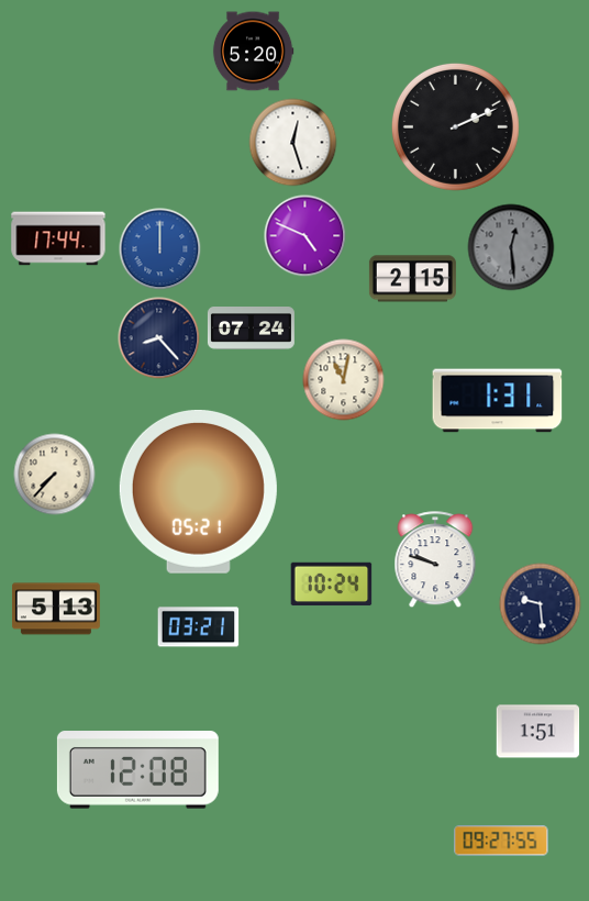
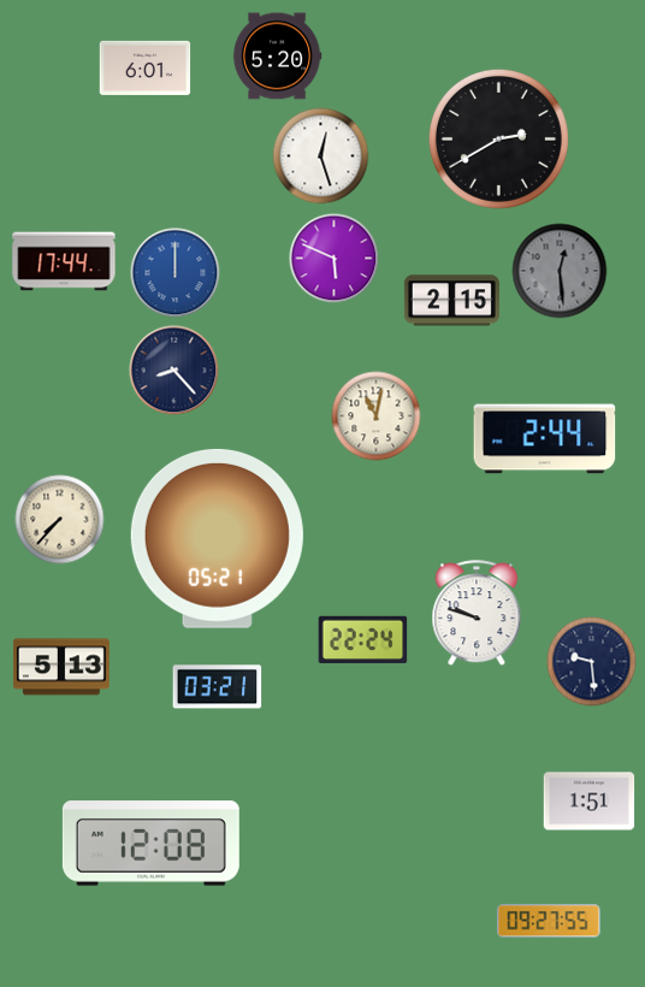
clock at (146, 67): none -> 6:01
clock at (455, 126): 2:11 -> 2:40
clock at (305, 236): 4:49 -> 5:49
clock at (412, 279) position: (412, 279) -> (451, 301)
clock at (251, 329): 07:24 -> none
clock at (498, 401): 1:31 -> 2:44
clock at (332, 585): 10:24 -> 22:24
